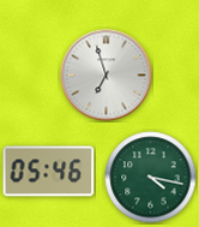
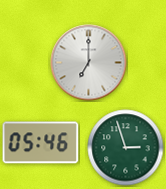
clock at (107, 76): 6:57 -> 7:00
clock at (151, 178): 4:17 -> 2:57
